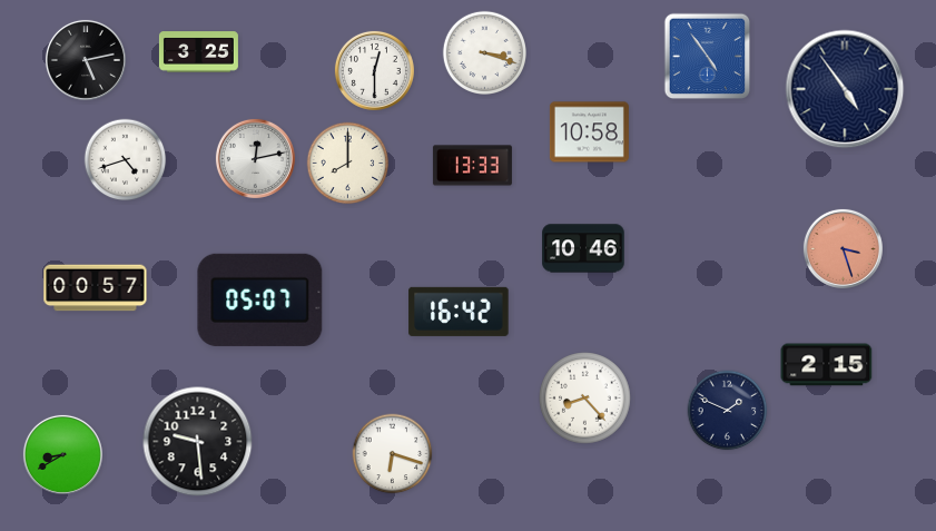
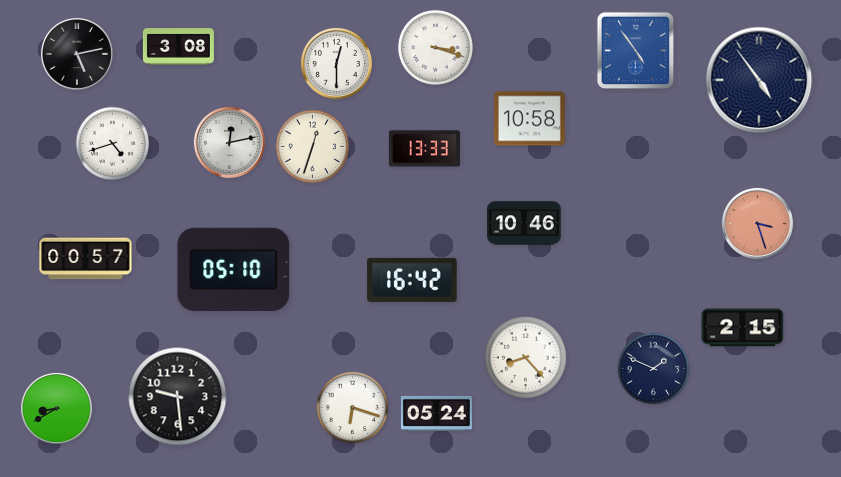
clock at (198, 52): 3:25 -> 3:08
clock at (348, 164): 8:00 -> 12:33
clock at (260, 299): 05:07 -> 05:10
clock at (436, 413): none -> 05:24
